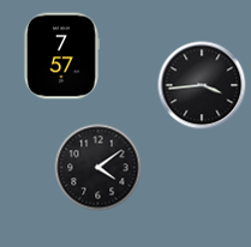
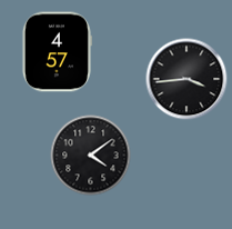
clock at (61, 56): 7:57 -> 4:57
